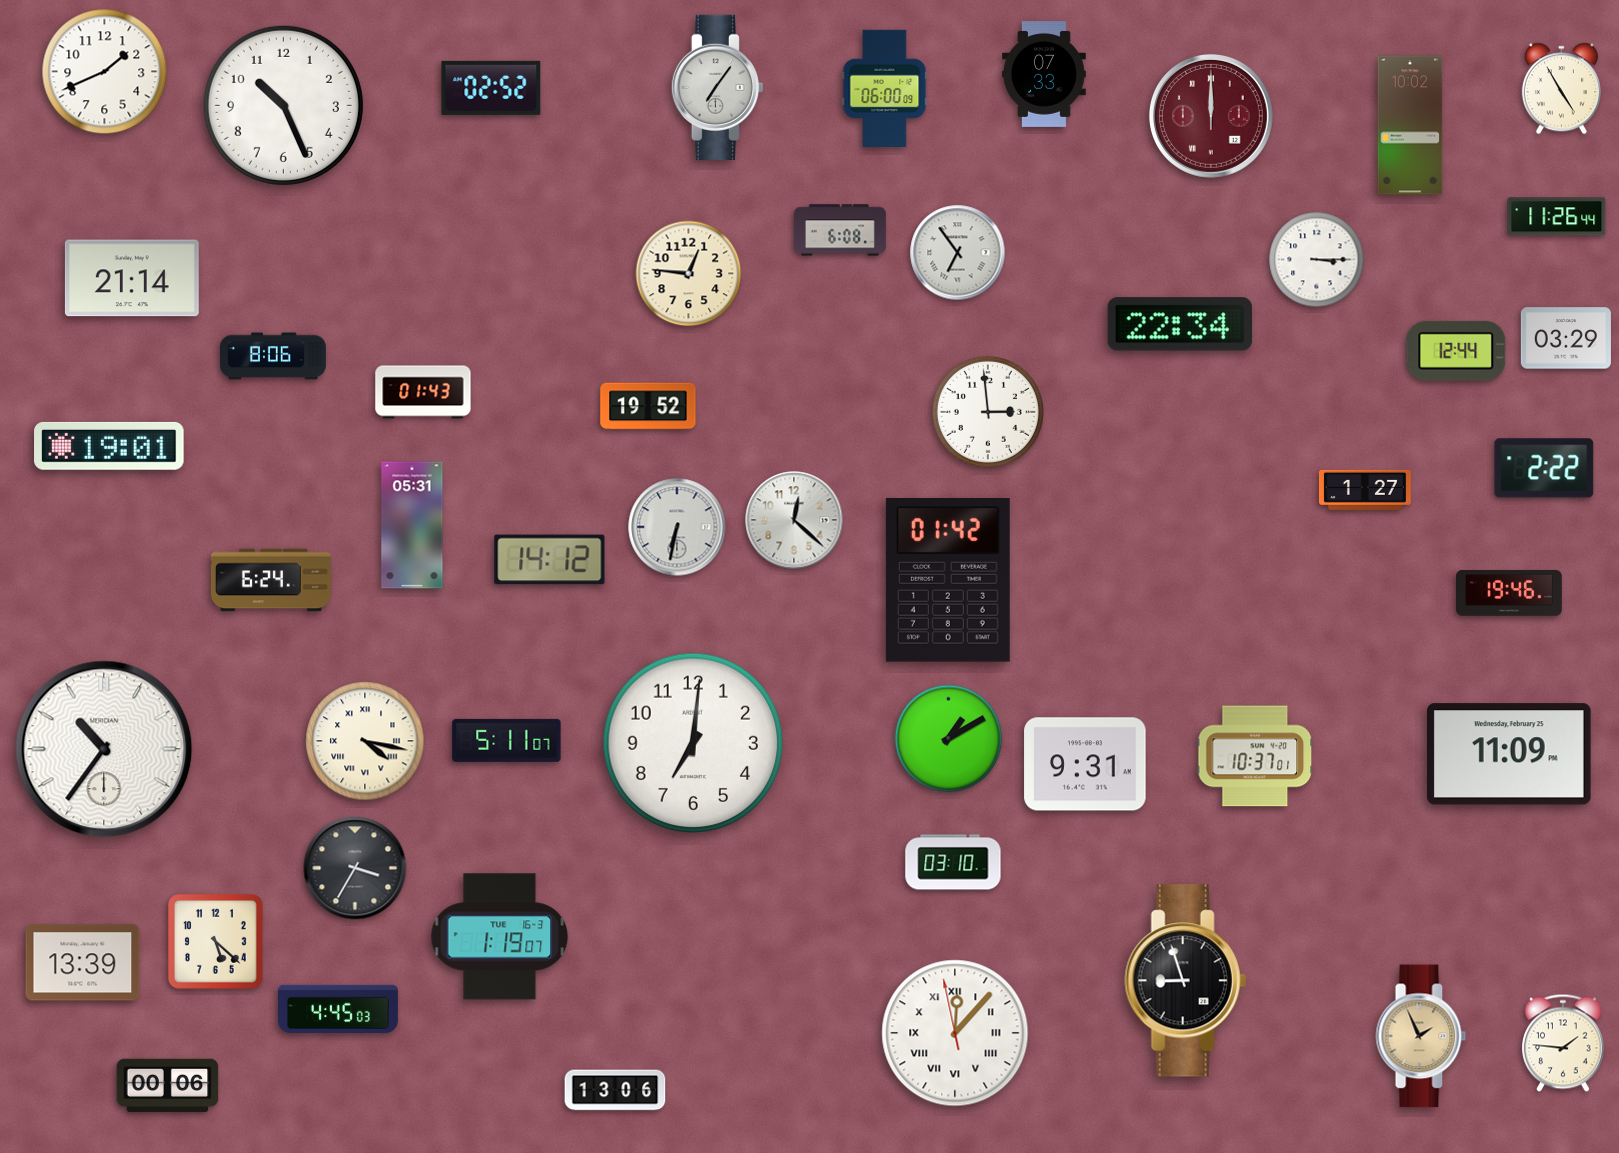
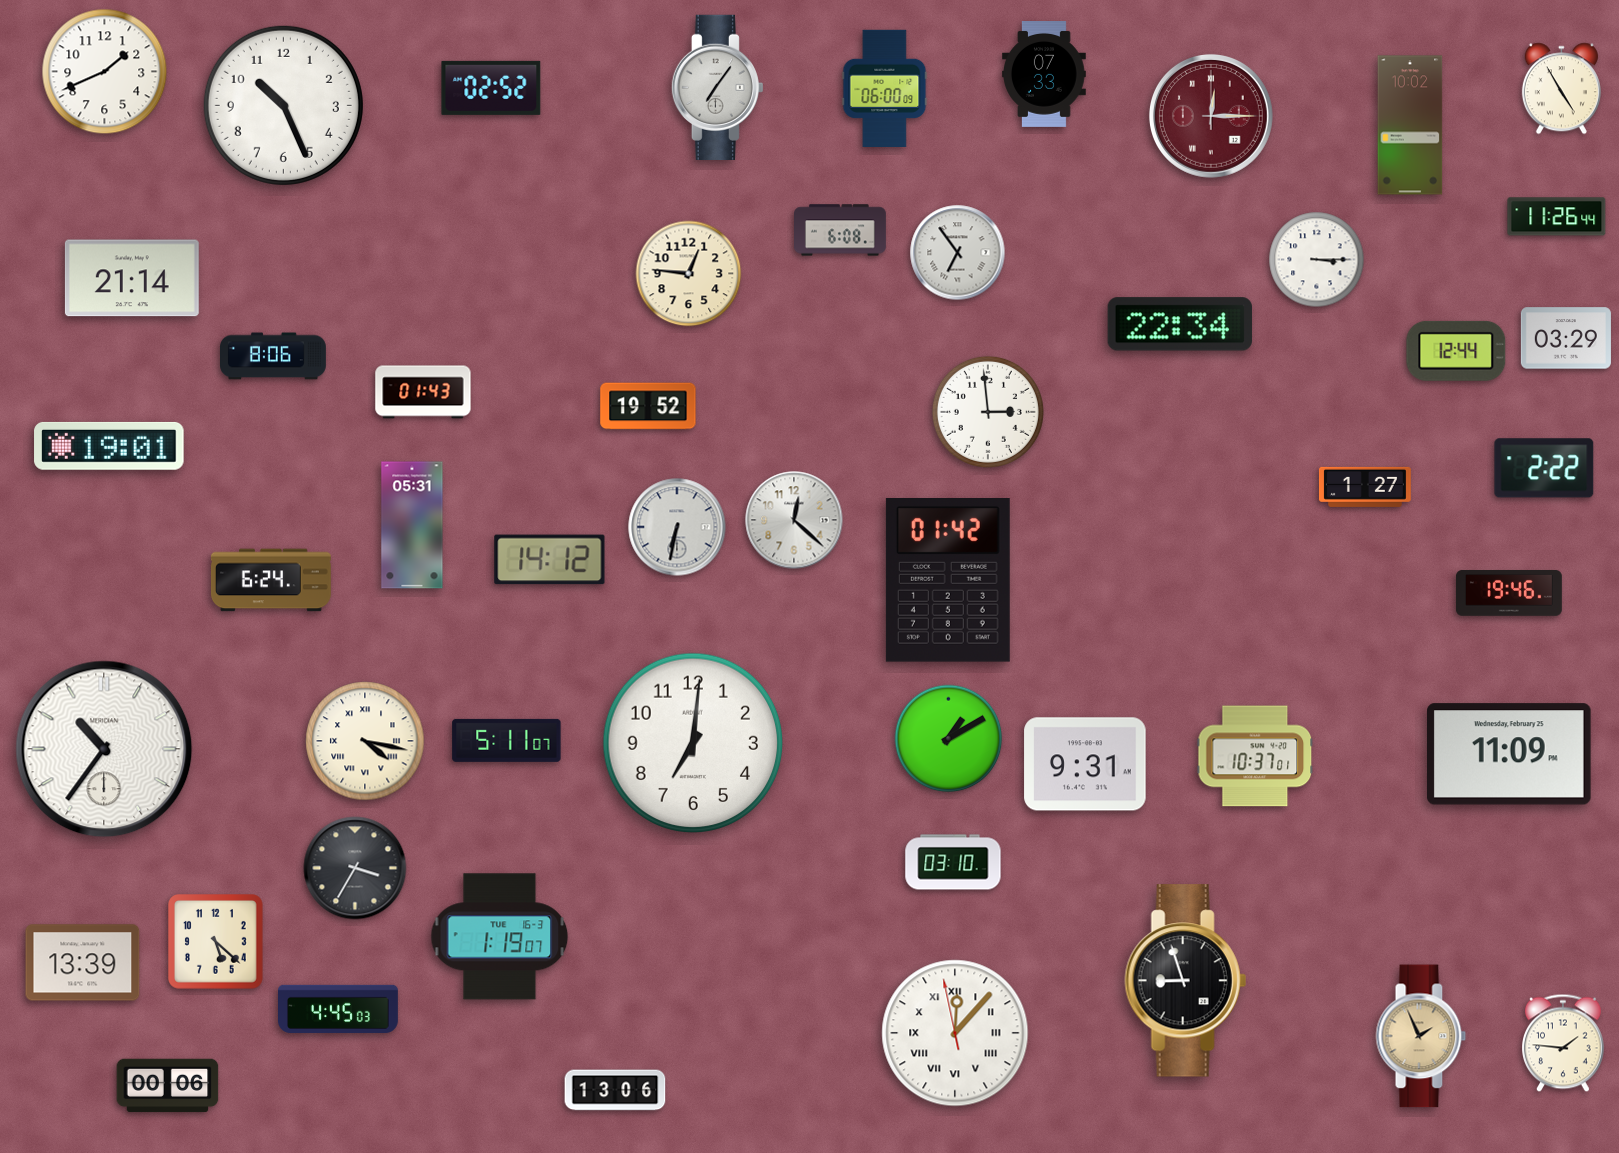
clock at (1211, 116): 12:00 -> 12:15
clock at (1365, 490) position: (1365, 490) -> (1365, 487)
